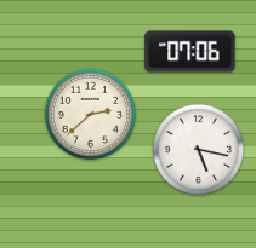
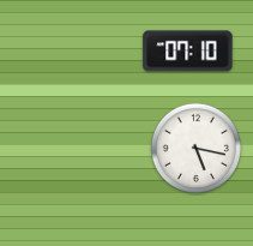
clock at (190, 52): 07:06 -> 07:10
clock at (90, 114): 2:38 -> none
